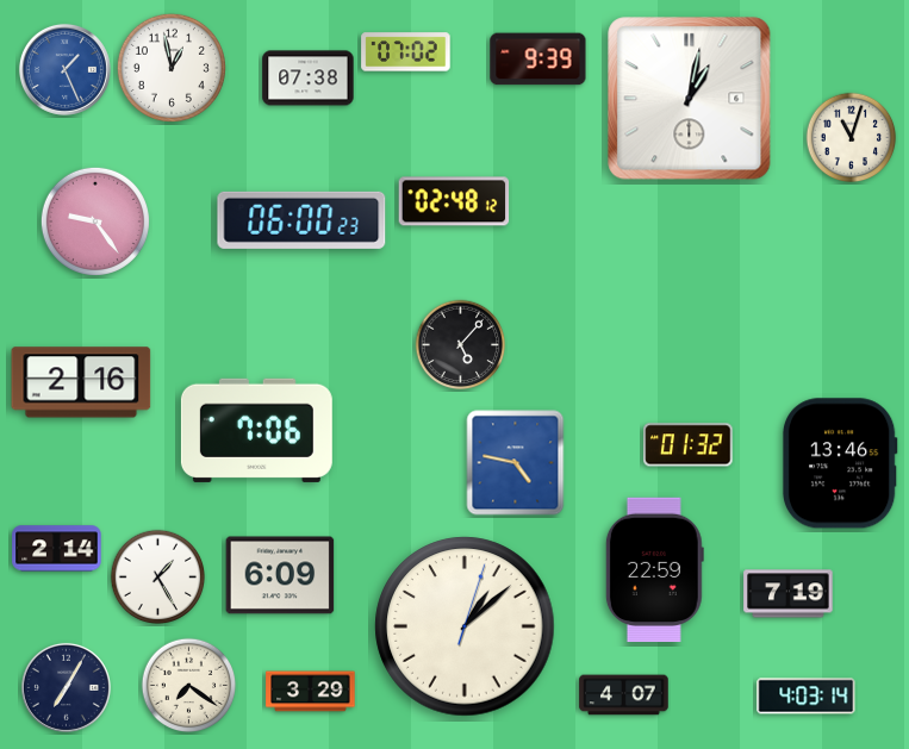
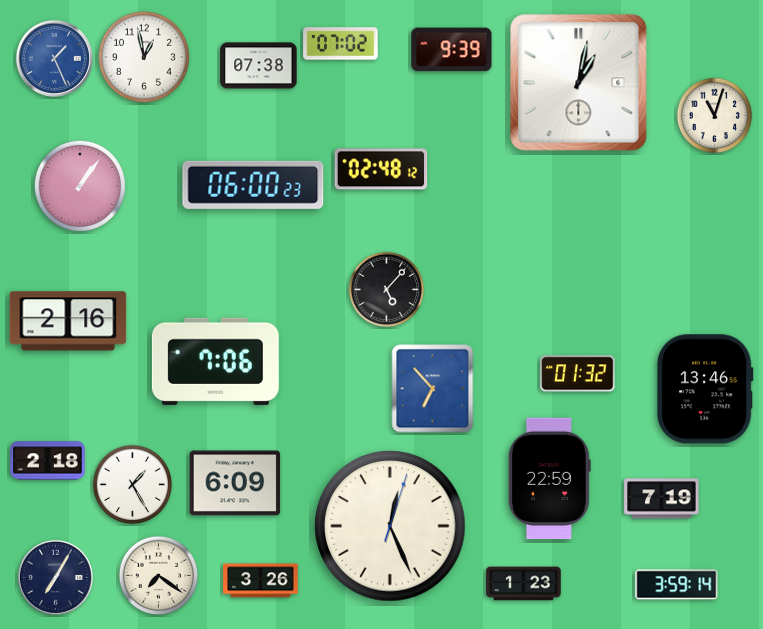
clock at (95, 221): 9:24 -> 1:06
clock at (516, 463): 4:47 -> 6:53
clock at (57, 549): 2:14 -> 2:18
clock at (465, 626): 1:08 -> 12:26
clock at (311, 692): 3:29 -> 3:26
clock at (624, 695): 4:07 -> 1:23
clock at (807, 697): 4:03 -> 3:59
